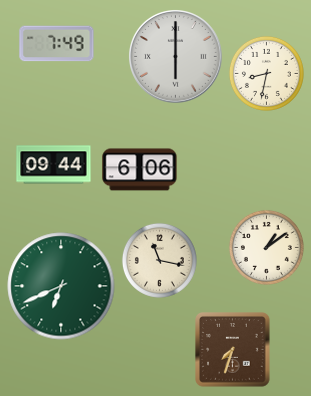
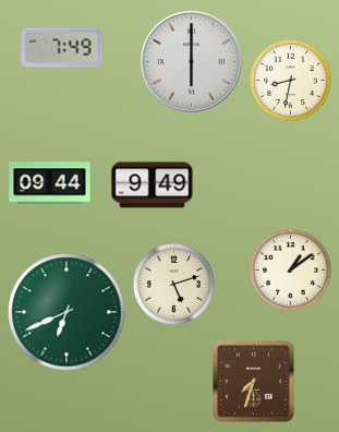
clock at (54, 165) position: (54, 165) -> (50, 183)
clock at (140, 170): 6:06 -> 9:49
clock at (159, 260): 11:17 -> 5:12
